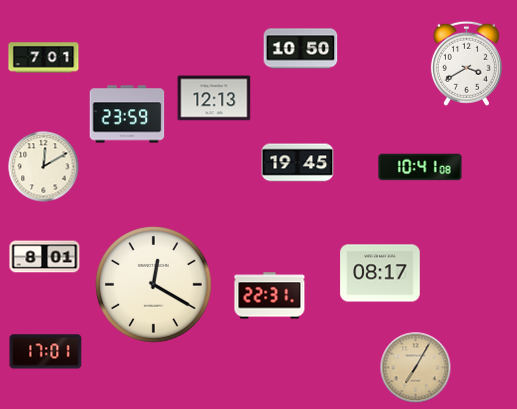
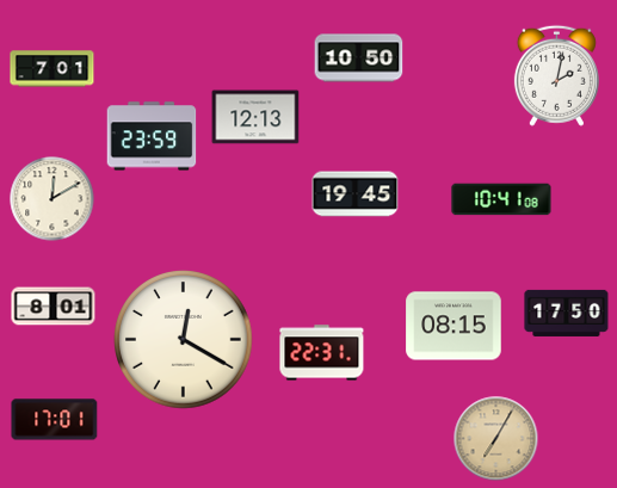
clock at (466, 63): 3:40 -> 2:02
clock at (567, 313): none -> 17:50
clock at (380, 273): 08:17 -> 08:15
